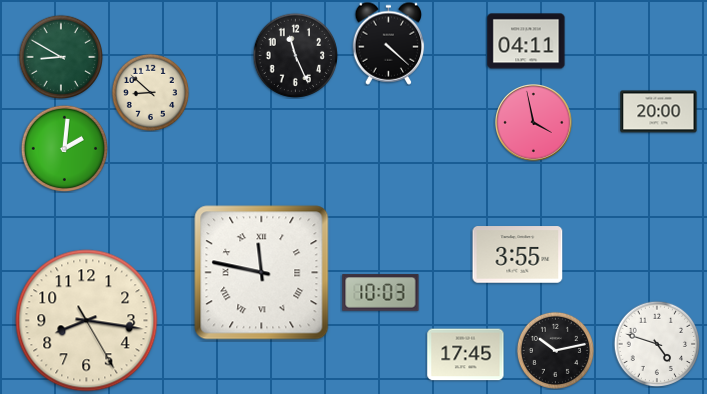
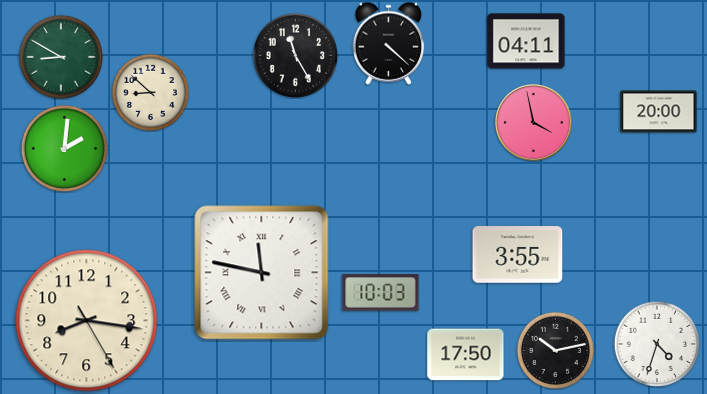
clock at (295, 55): 11:26 -> 11:25
clock at (657, 344): 4:48 -> 4:33
clock at (466, 355): 17:45 -> 17:50
